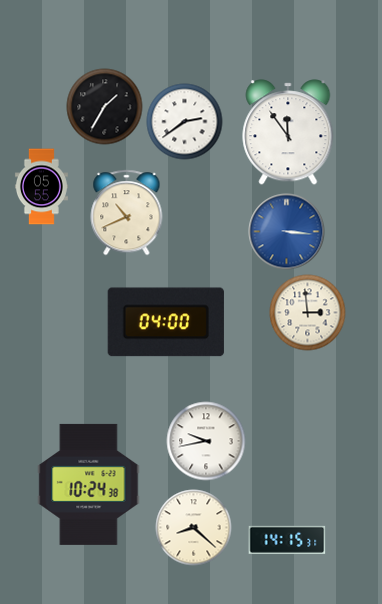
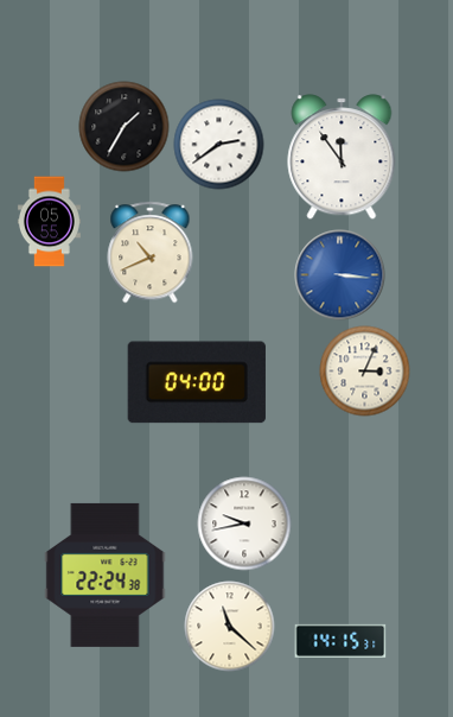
clock at (308, 313): 2:59 -> 3:04
clock at (89, 484): 10:24 -> 22:24
clock at (194, 528): 8:22 -> 11:22
